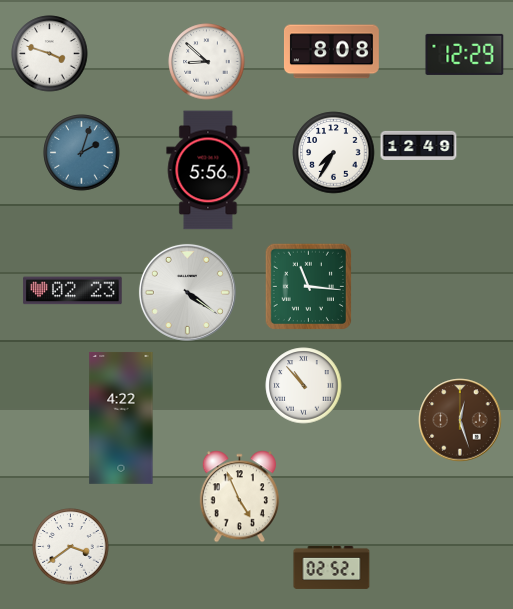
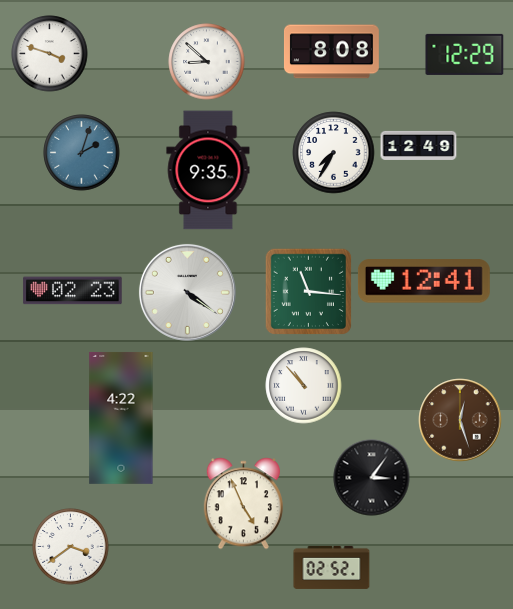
clock at (208, 170): 5:56 -> 9:35
clock at (424, 281): none -> 12:41
clock at (308, 286) position: (308, 286) -> (308, 291)
clock at (372, 478): none -> 3:06
clock at (239, 497) position: (239, 497) -> (243, 504)
